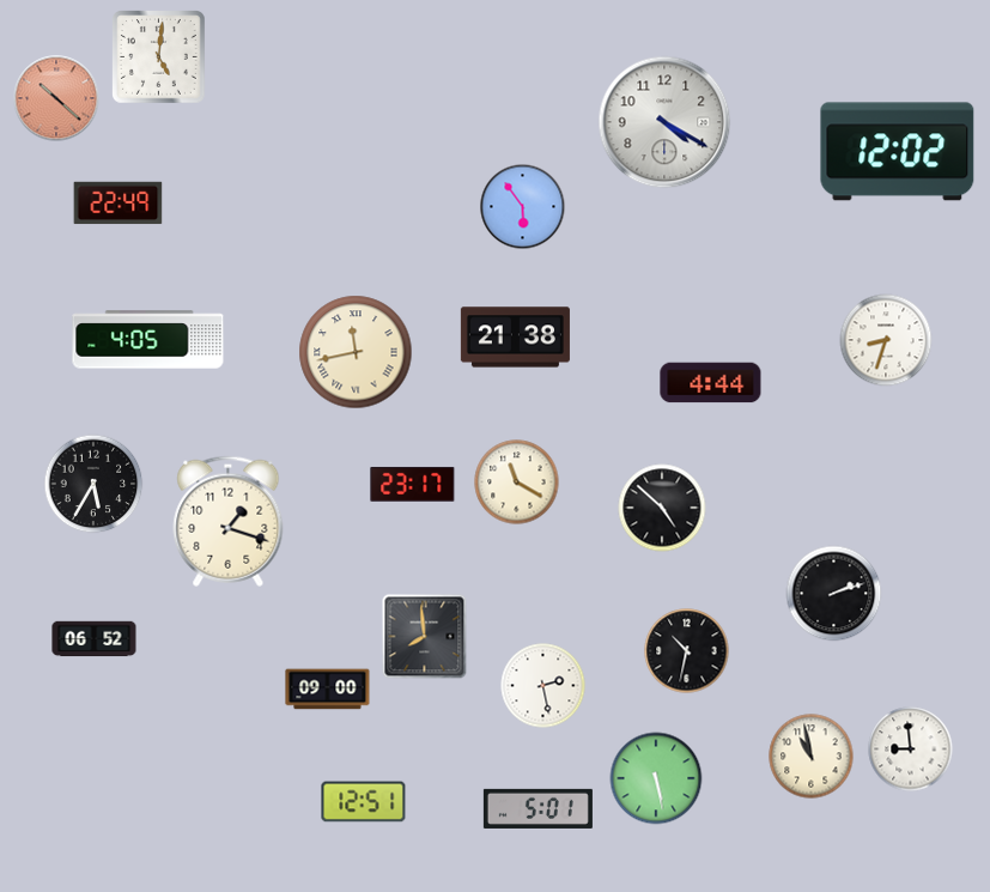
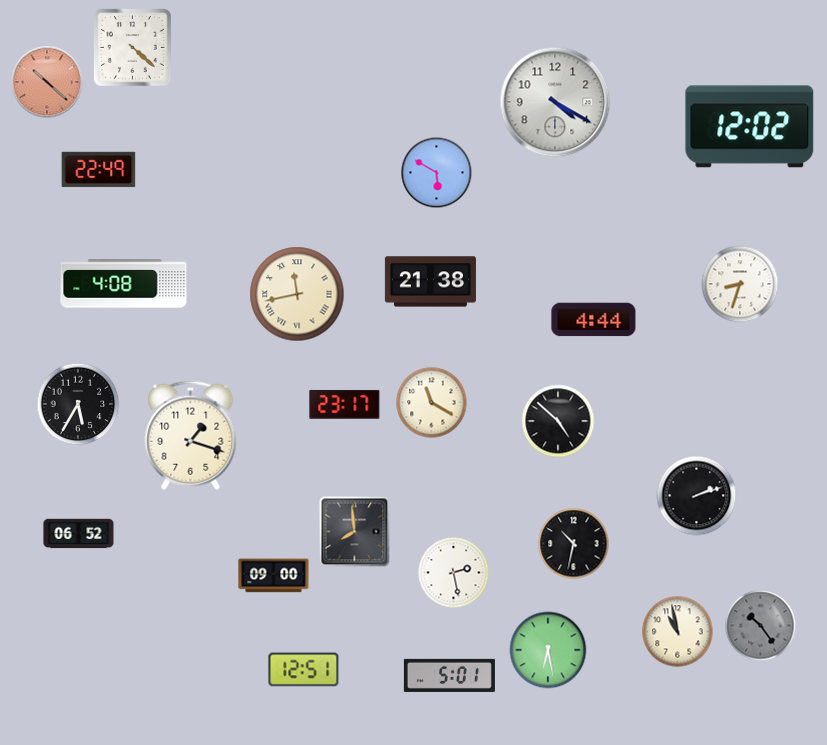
clock at (159, 57): 5:01 -> 4:22
clock at (523, 207): 5:54 -> 5:50
clock at (148, 340): 4:05 -> 4:08
clock at (662, 508) position: (662, 508) -> (558, 421)
clock at (911, 750): 8:59 -> 10:24
clock at (911, 750) dial: white -> grey
clock at (656, 778): 5:28 -> 6:28
